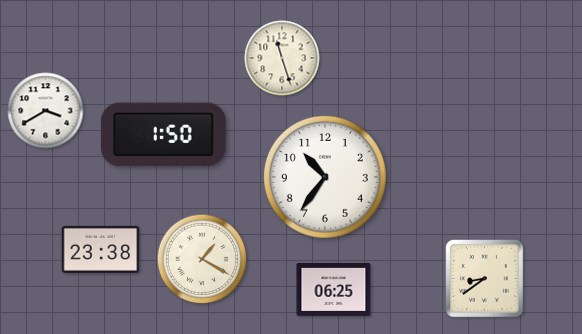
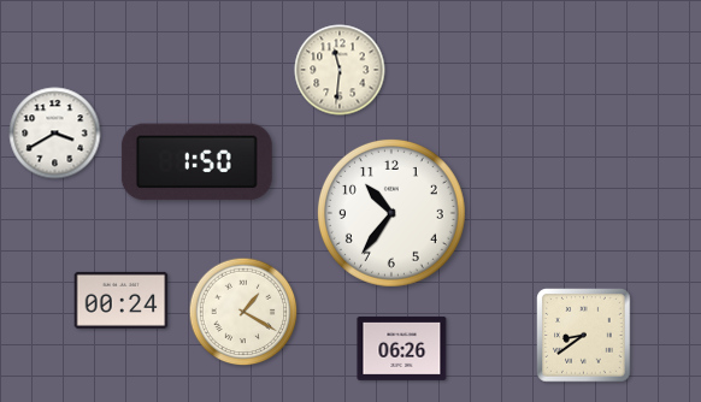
clock at (282, 58): 11:27 -> 11:31
clock at (101, 249): 23:38 -> 00:24
clock at (334, 289): 06:25 -> 06:26
